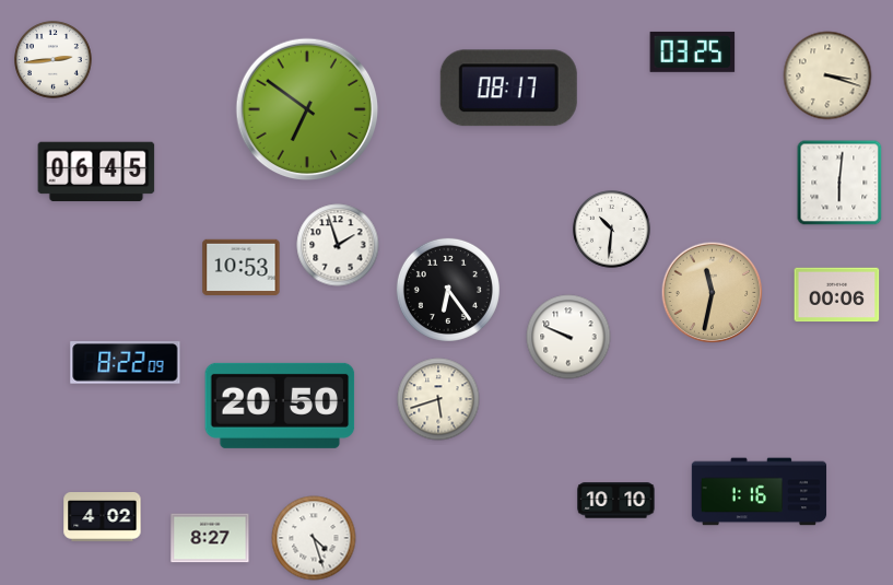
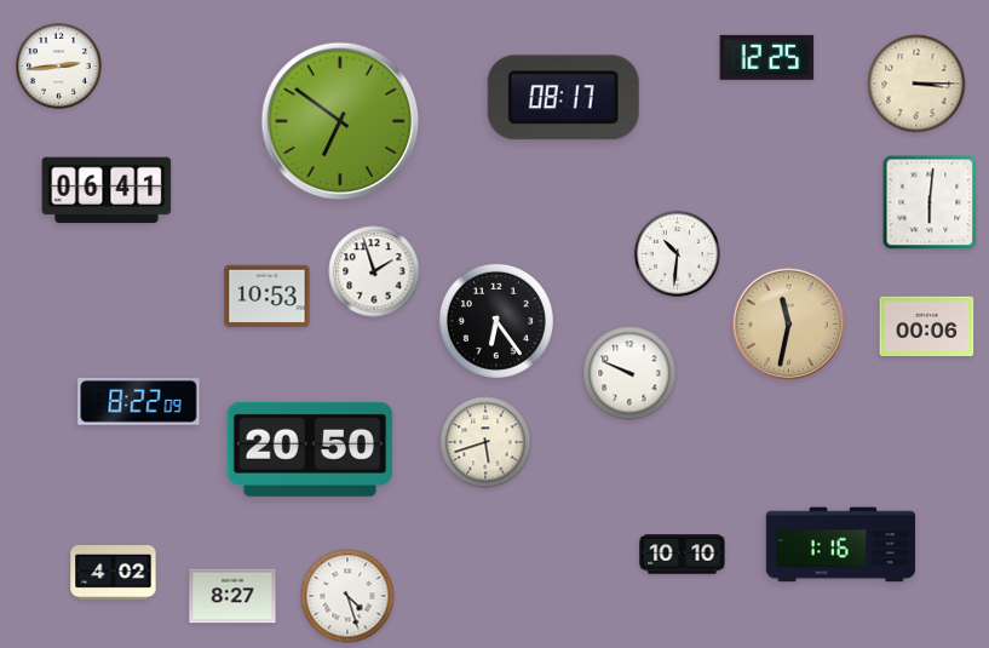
clock at (693, 51): 03:25 -> 12:25
clock at (827, 75): 3:18 -> 3:15
clock at (96, 172): 06:45 -> 06:41
